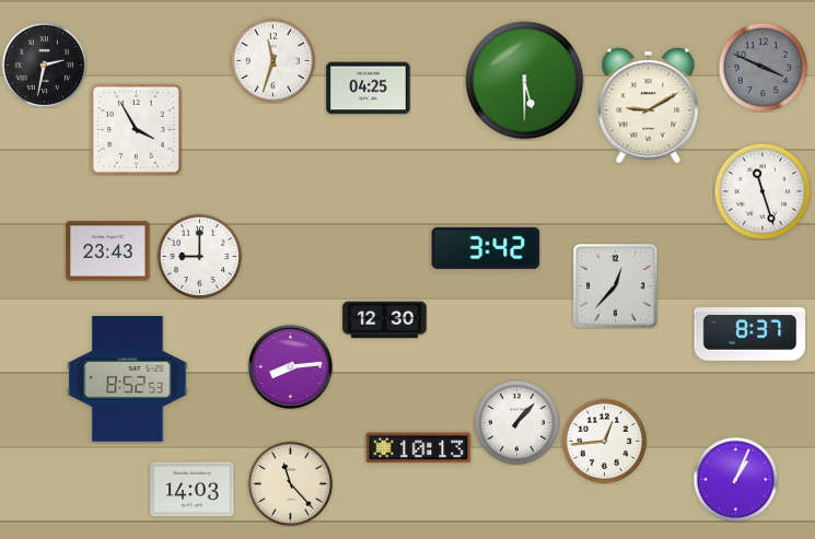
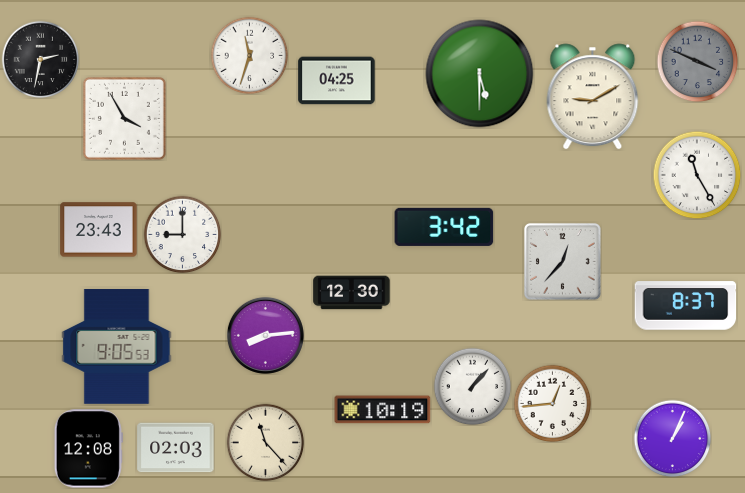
clock at (762, 191): 11:27 -> 11:25
clock at (128, 379): 8:52 -> 9:05
clock at (419, 448): 10:13 -> 10:19
clock at (193, 490): 14:03 -> 02:03
clock at (88, 449): none -> 12:08
